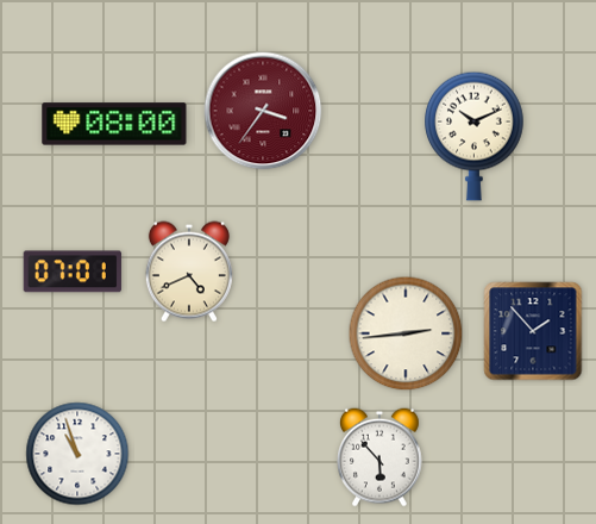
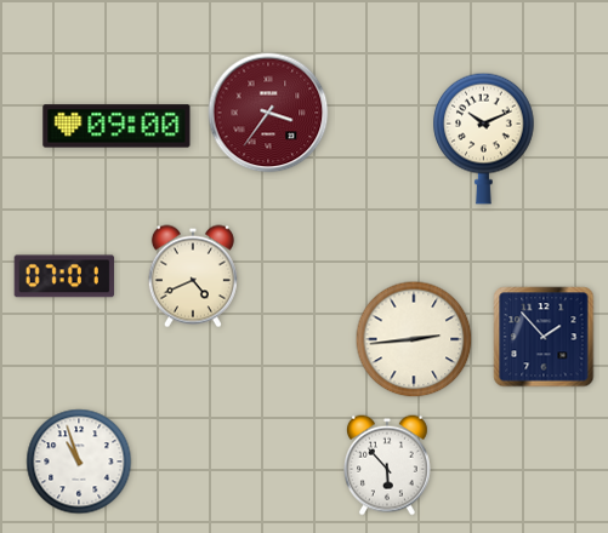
clock at (114, 124): 08:00 -> 09:00
clock at (71, 272) position: (71, 272) -> (63, 276)
